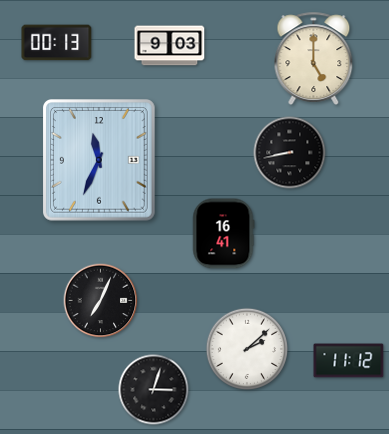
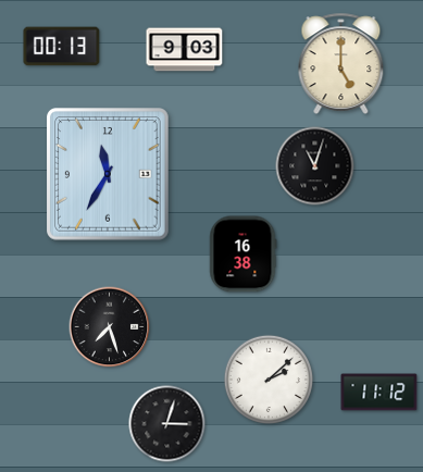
clock at (290, 153): 8:43 -> 11:03
clock at (100, 161): 11:34 -> 11:35
clock at (224, 234): 16:41 -> 16:38
clock at (101, 301): 7:04 -> 7:27
